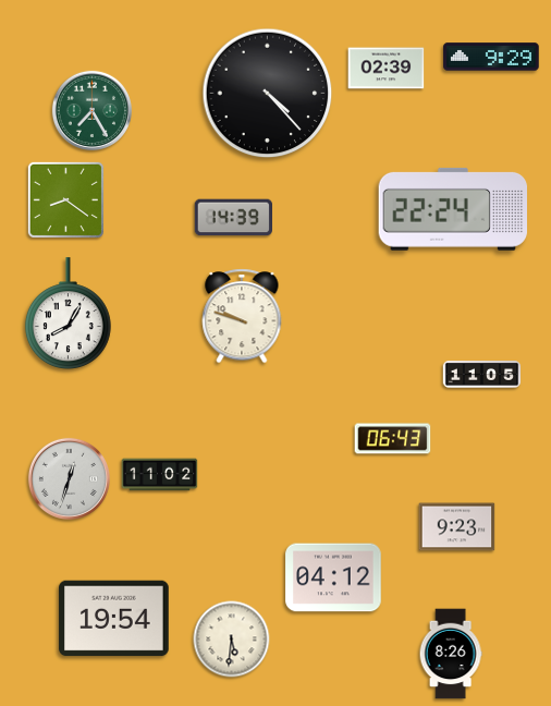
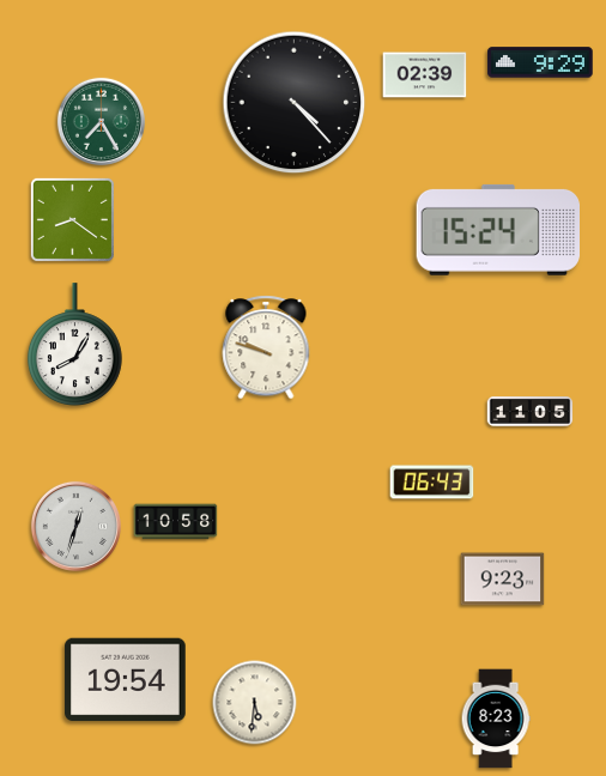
clock at (453, 209): 22:24 -> 15:24
clock at (233, 218): 14:39 -> none
clock at (160, 475): 11:02 -> 10:58
clock at (333, 577): 04:12 -> none
clock at (451, 654): 8:26 -> 8:23
